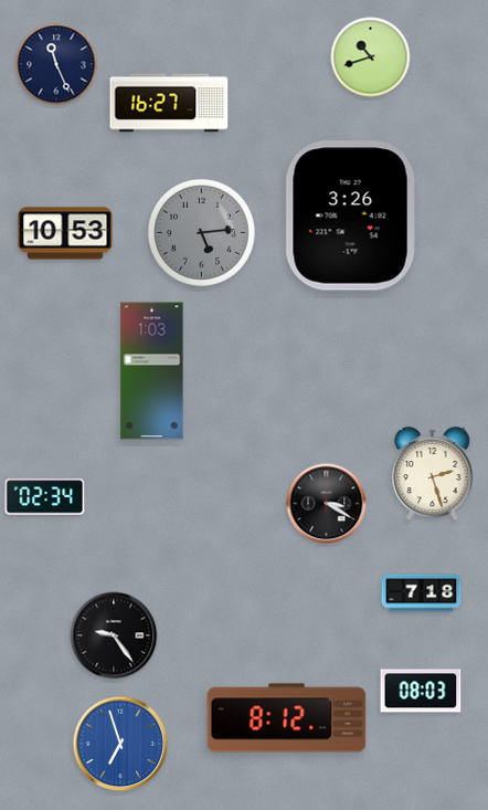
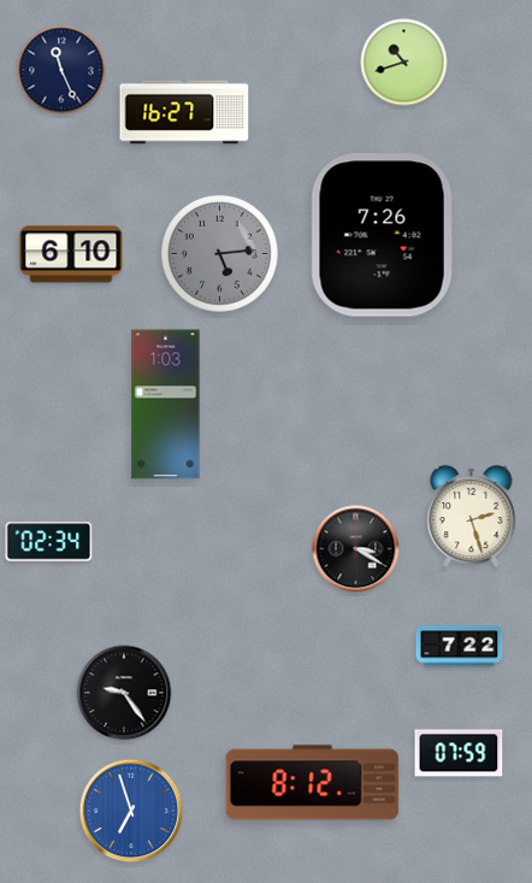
clock at (351, 215): 3:26 -> 7:26
clock at (65, 233): 10:53 -> 6:10
clock at (422, 593): 7:18 -> 7:22
clock at (421, 691): 08:03 -> 07:59
